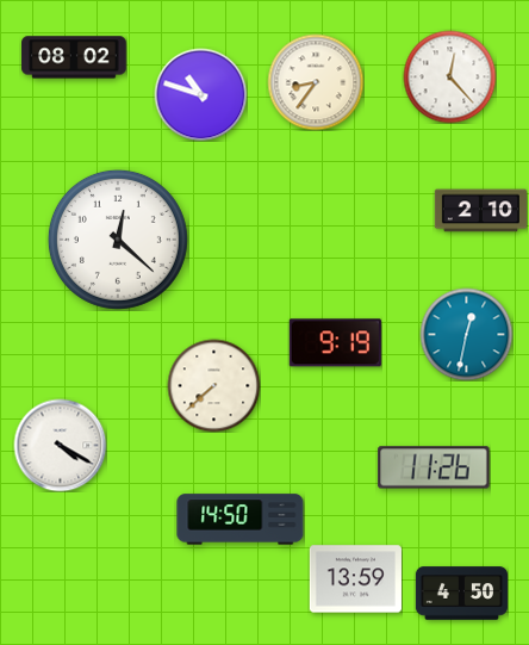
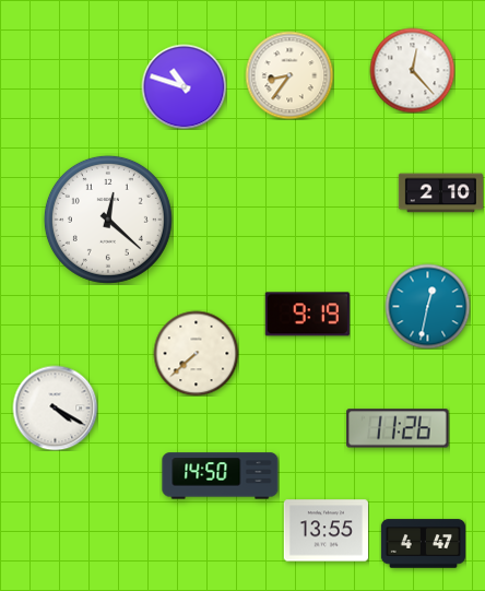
clock at (74, 57): 08:02 -> none
clock at (355, 579): 13:59 -> 13:55
clock at (461, 594): 4:50 -> 4:47
